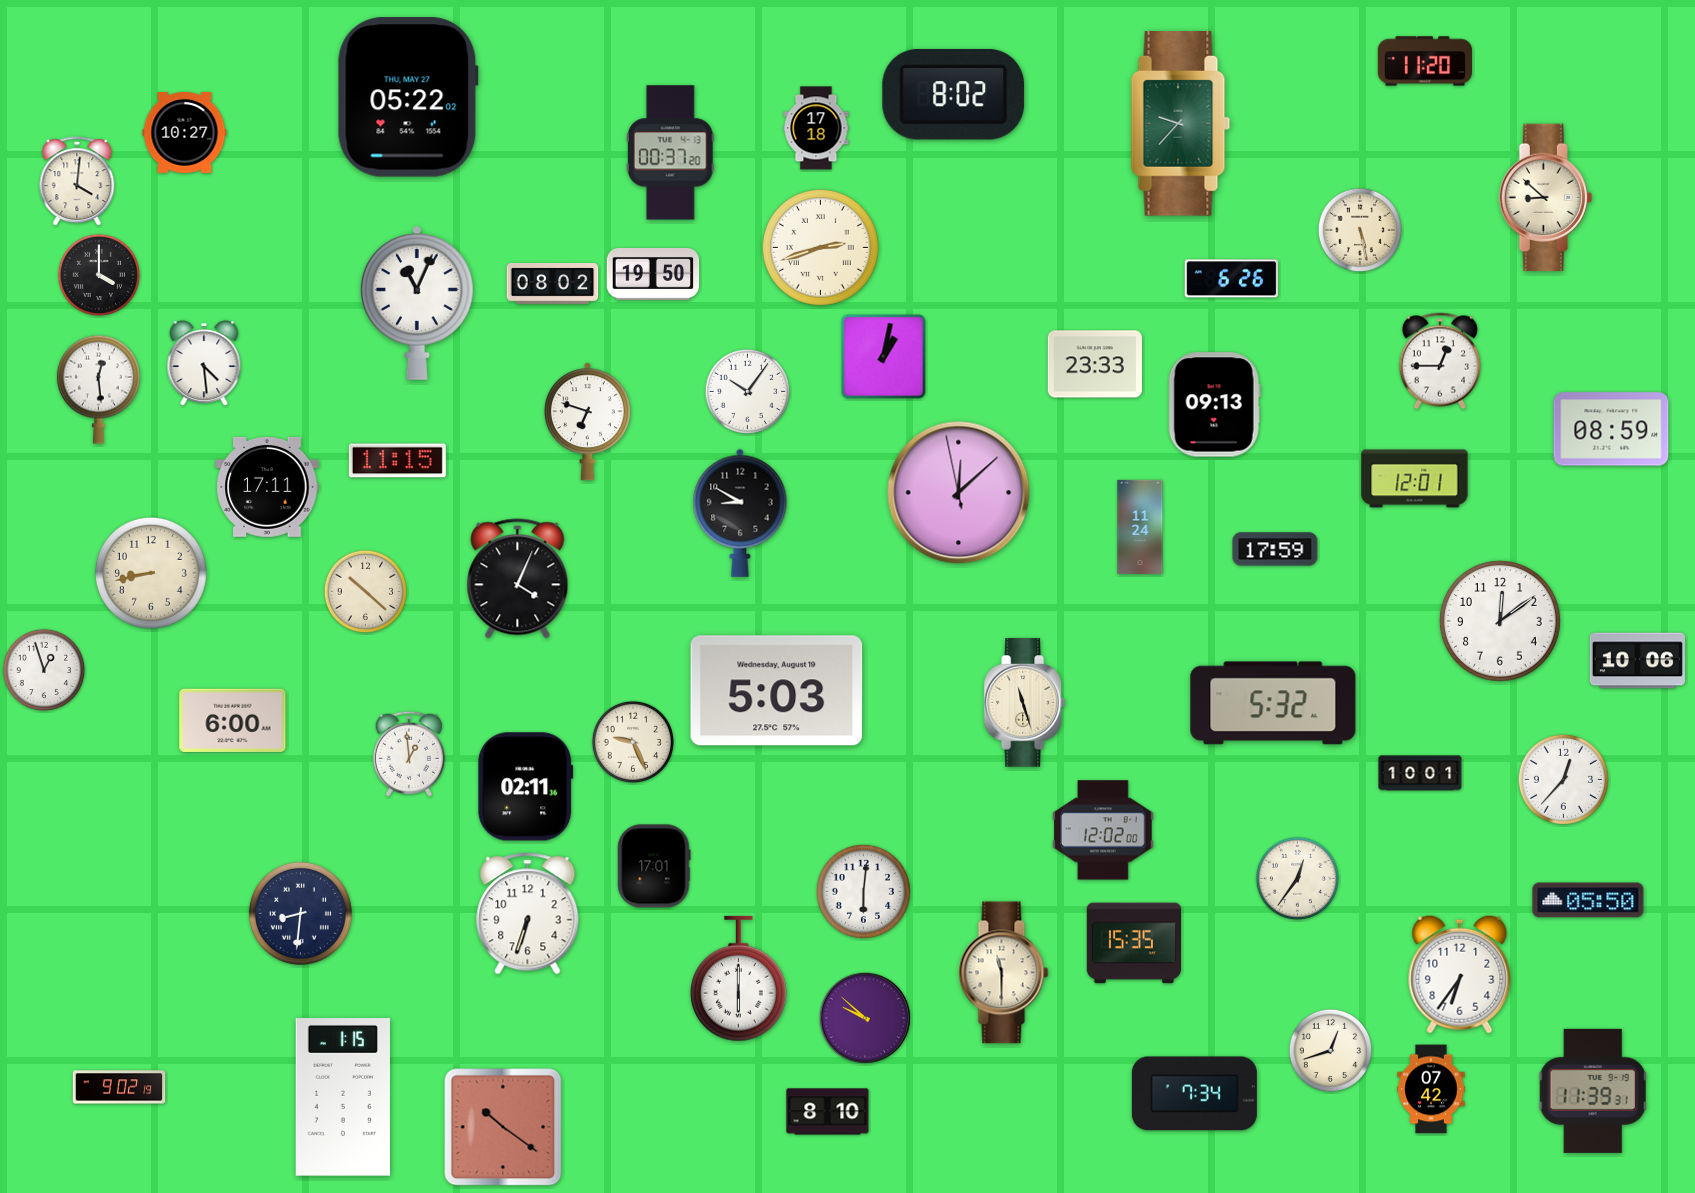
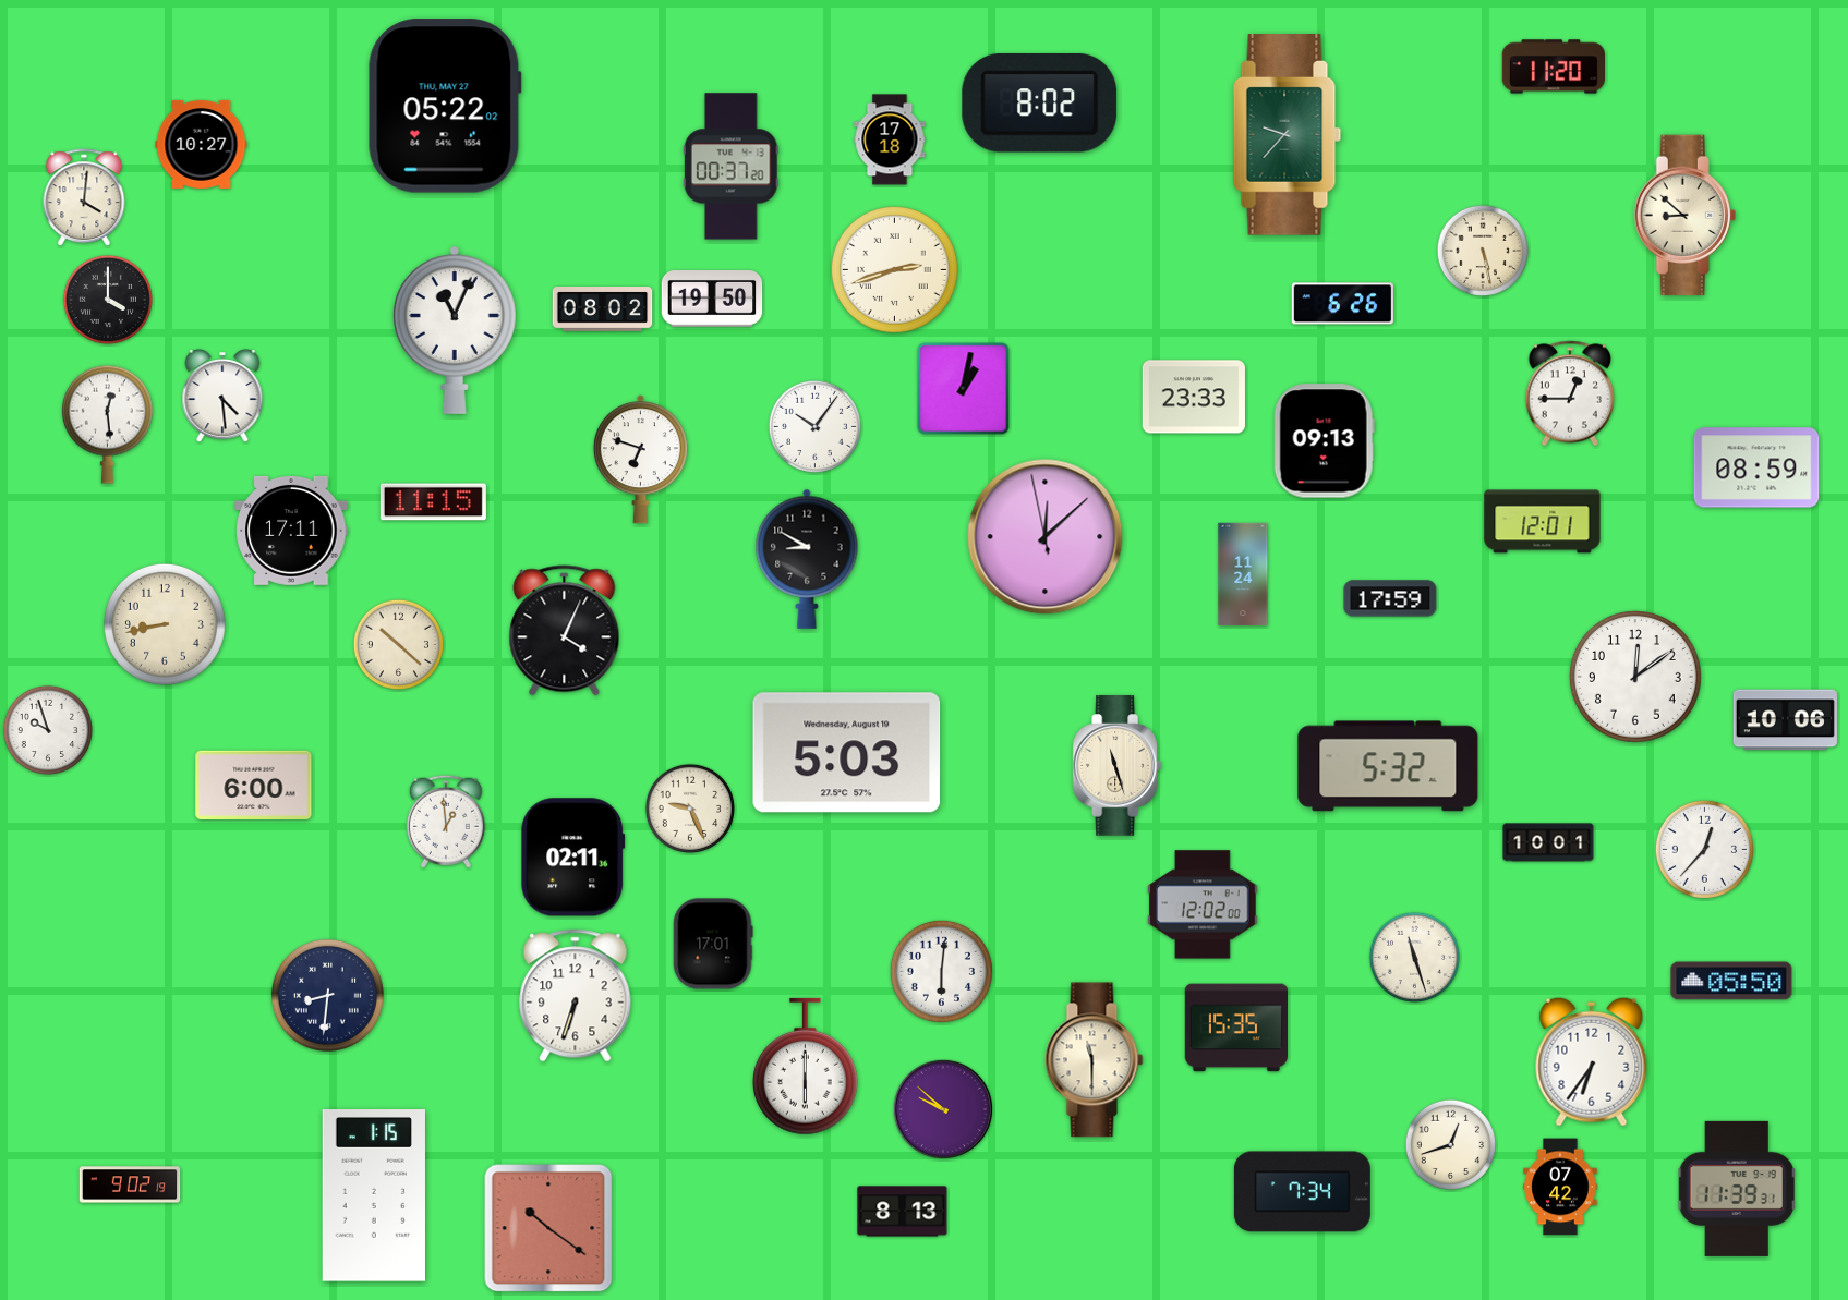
clock at (43, 669): 12:57 -> 9:57
clock at (1297, 878): 12:36 -> 11:27
clock at (828, 1112): 8:10 -> 8:13
